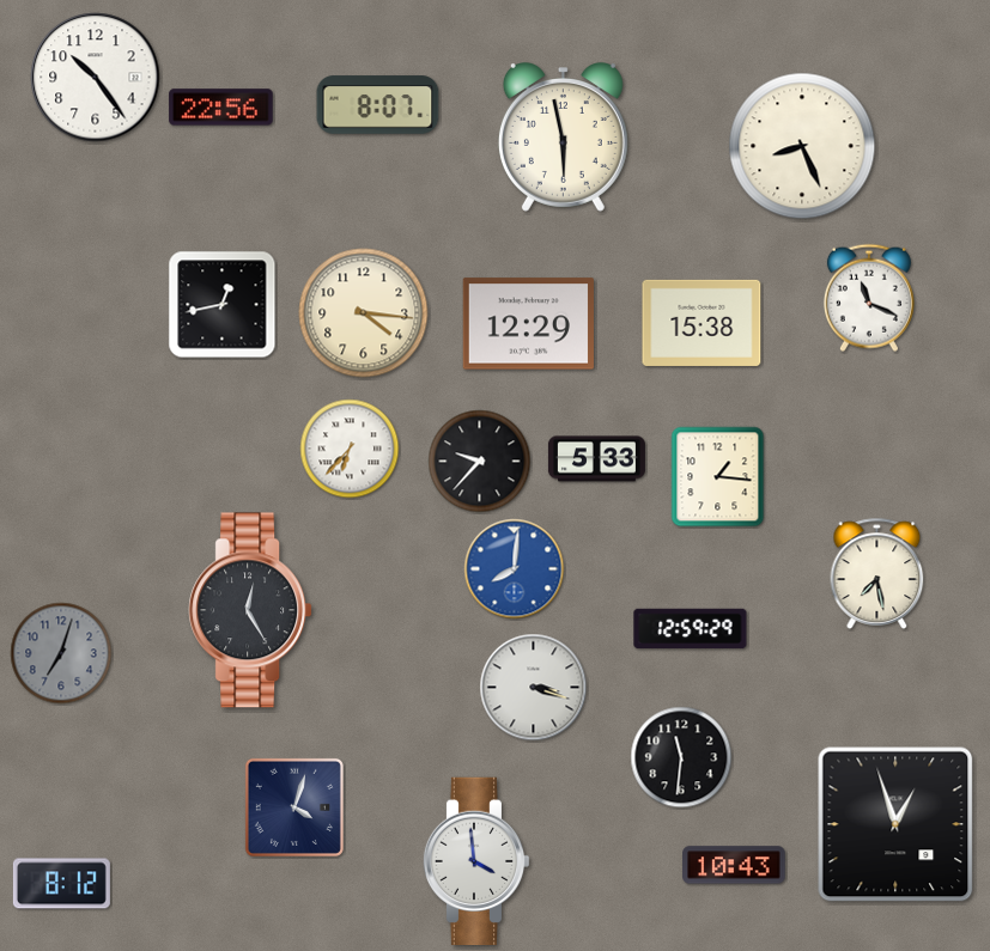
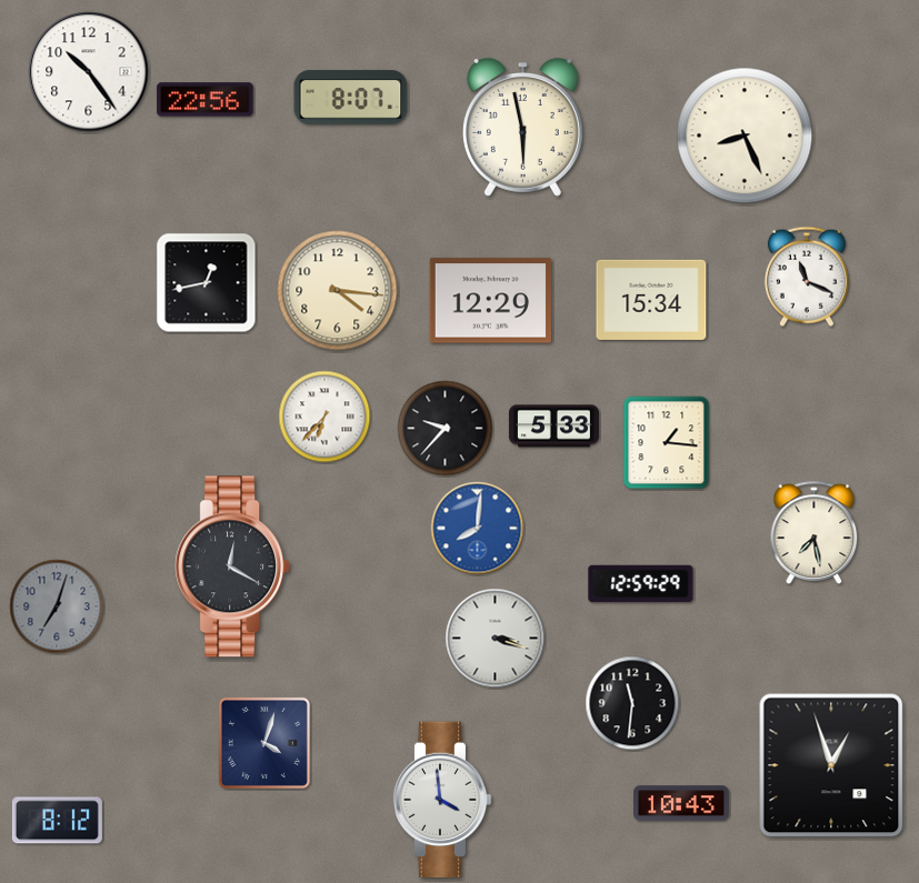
clock at (701, 323): 15:38 -> 15:34
clock at (250, 610): 12:25 -> 12:20
clock at (294, 807) position: (294, 807) -> (264, 743)
